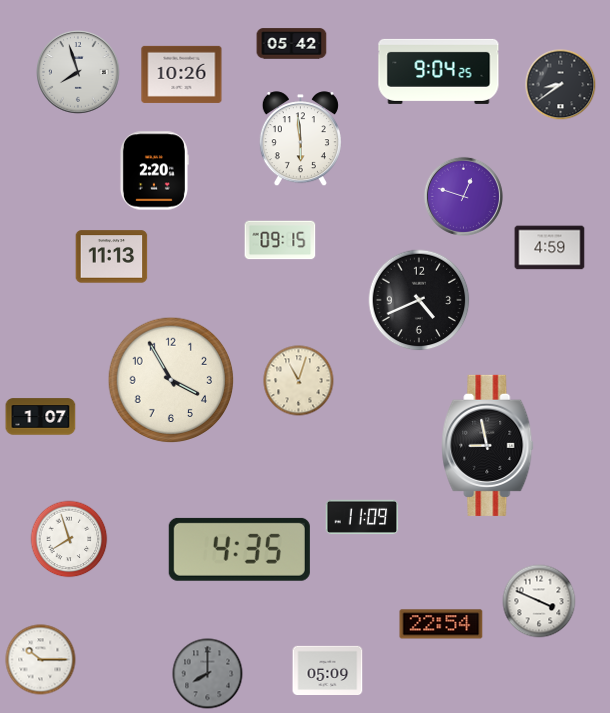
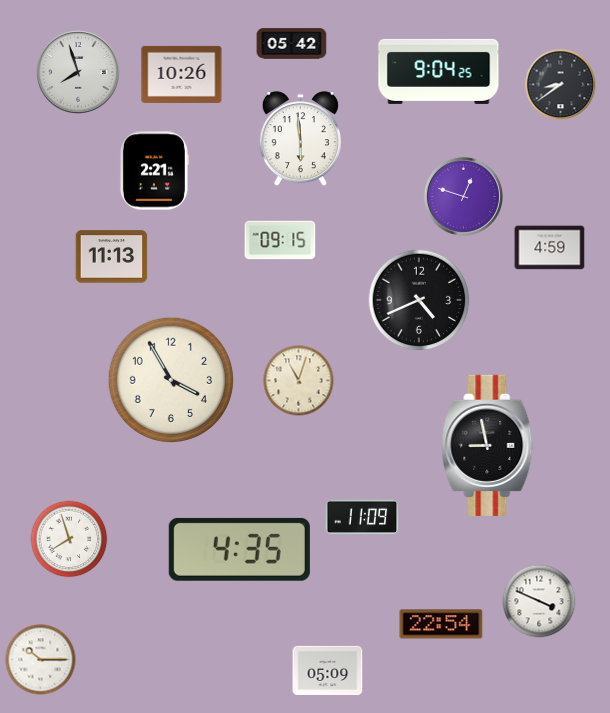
clock at (154, 171): 2:20 -> 2:21
clock at (41, 417): 1:07 -> none
clock at (208, 674): 8:00 -> none
